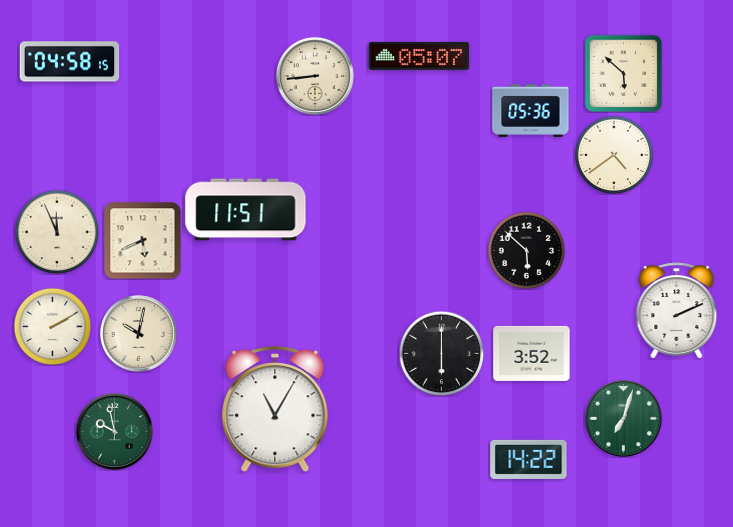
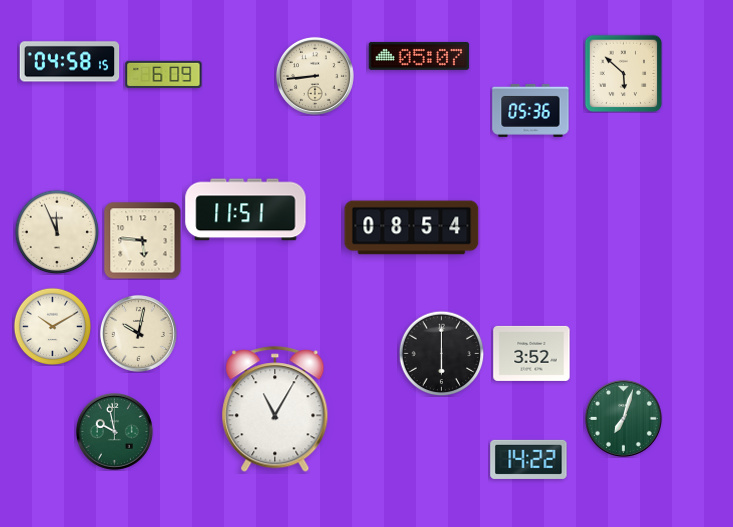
clock at (164, 74): none -> 6:09
clock at (613, 154): 4:39 -> none
clock at (412, 228): none -> 08:54
clock at (142, 240): 5:41 -> 5:46
clock at (526, 250): 5:52 -> none
clock at (677, 311): 2:11 -> none
clock at (52, 326): 2:10 -> 10:10
